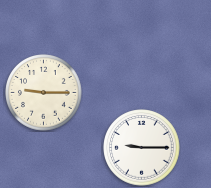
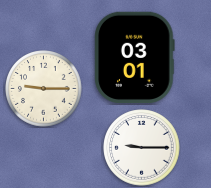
clock at (135, 58): none -> 03:01
clock at (44, 93) position: (44, 93) -> (44, 89)
